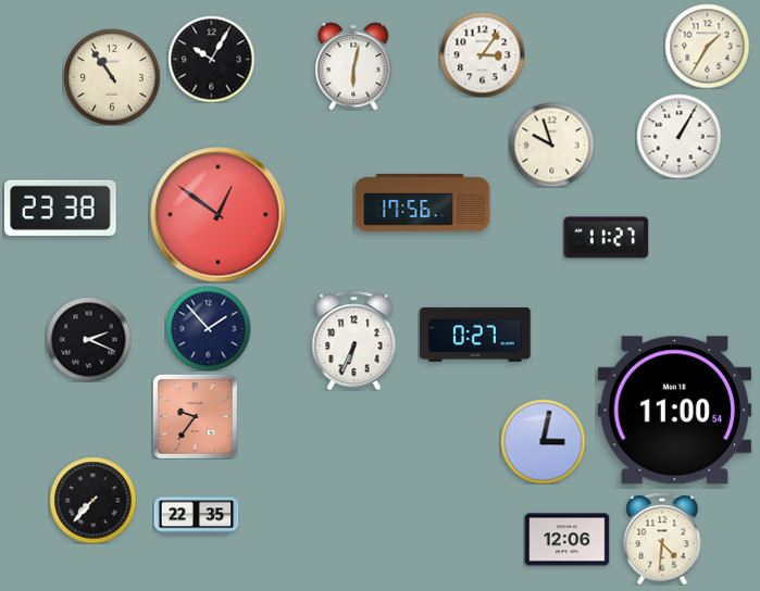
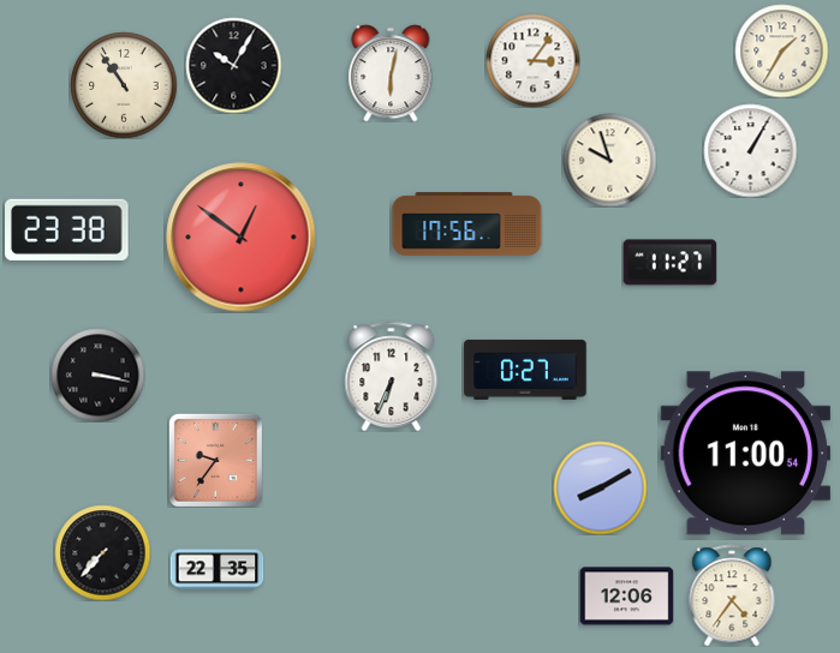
clock at (208, 328): 1:53 -> none
clock at (88, 339): 2:19 -> 3:17
clock at (543, 441): 3:02 -> 8:10
clock at (662, 539): 4:31 -> 4:36
